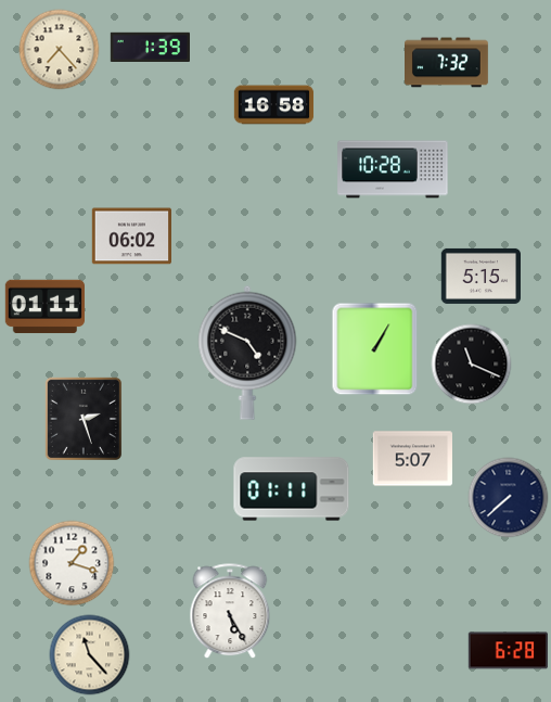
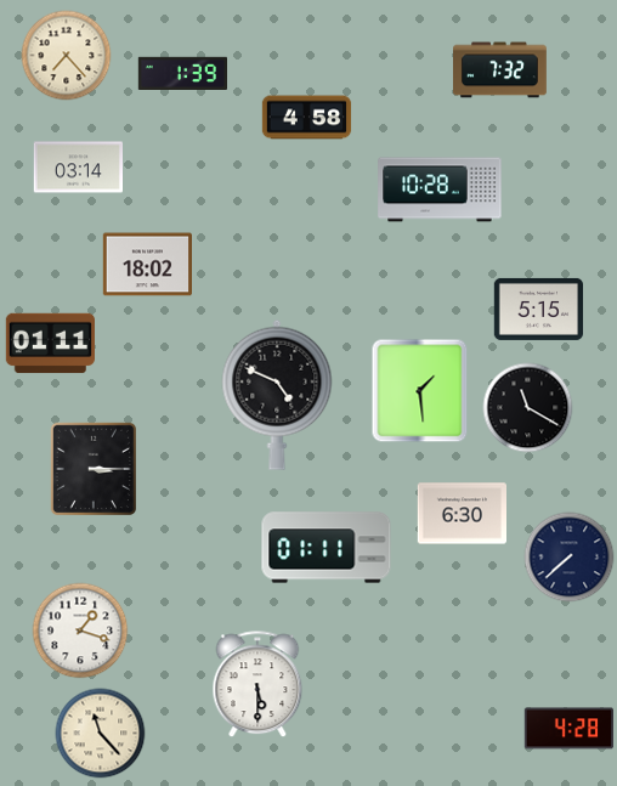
clock at (150, 48) position: (150, 48) -> (182, 74)
clock at (274, 105): 16:58 -> 4:58
clock at (78, 168): none -> 03:14
clock at (131, 237): 06:02 -> 18:02
clock at (375, 349): 1:05 -> 1:29
clock at (472, 365): 11:19 -> 11:20
clock at (82, 418): 2:27 -> 3:15
clock at (412, 459): 5:07 -> 6:30
clock at (230, 612): 5:25 -> 5:30
clock at (508, 651): 6:28 -> 4:28
